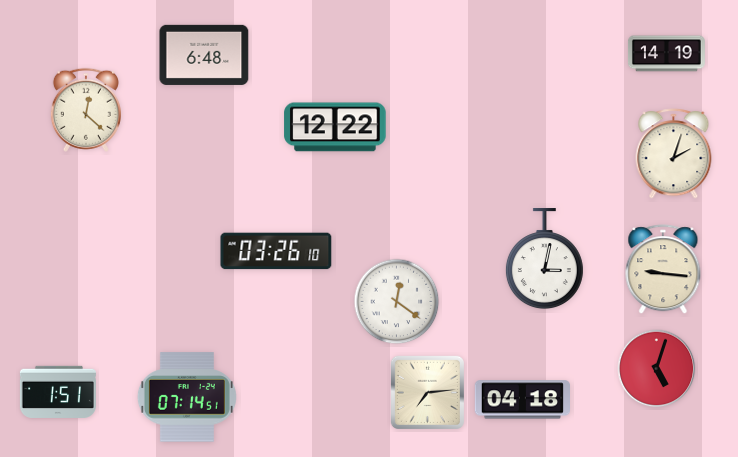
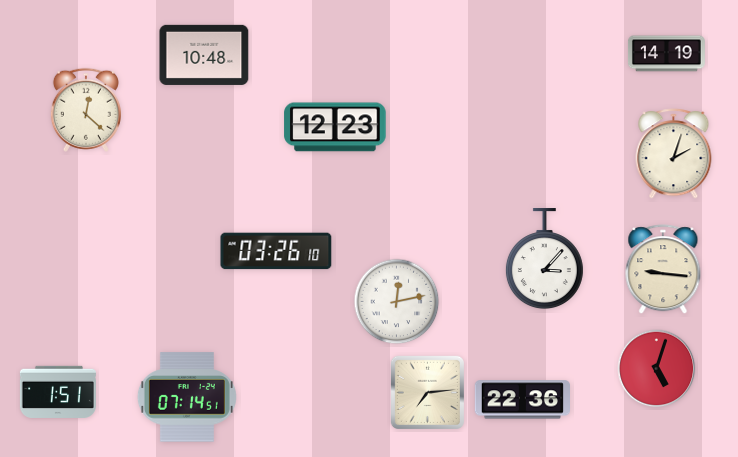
clock at (204, 55): 6:48 -> 10:48
clock at (335, 127): 12:22 -> 12:23
clock at (544, 259): 3:02 -> 3:07
clock at (397, 302): 12:21 -> 12:13
clock at (522, 400): 04:18 -> 22:36
